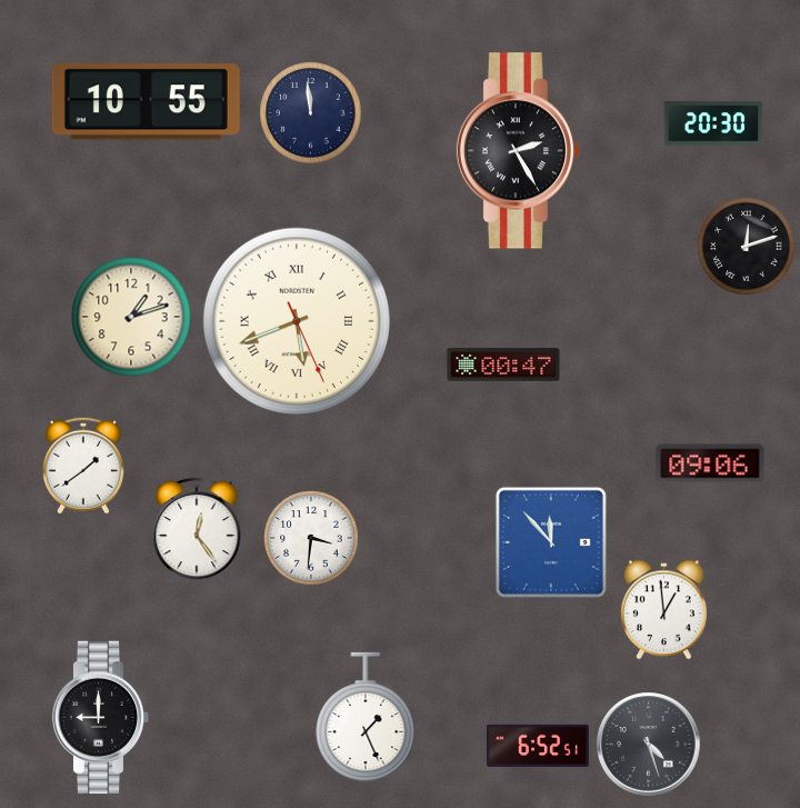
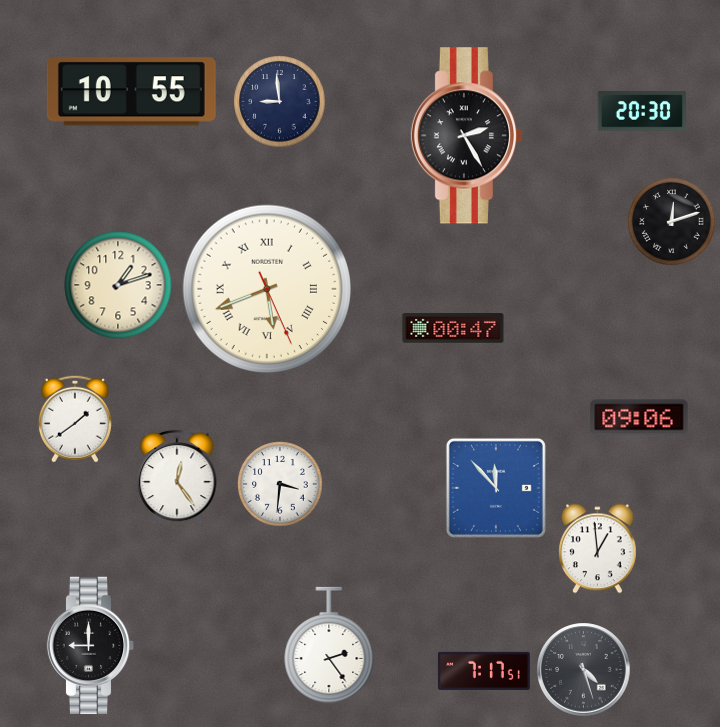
clock at (311, 113): 11:59 -> 8:59
clock at (366, 717): 1:26 -> 2:24
clock at (538, 746): 6:52 -> 7:17
